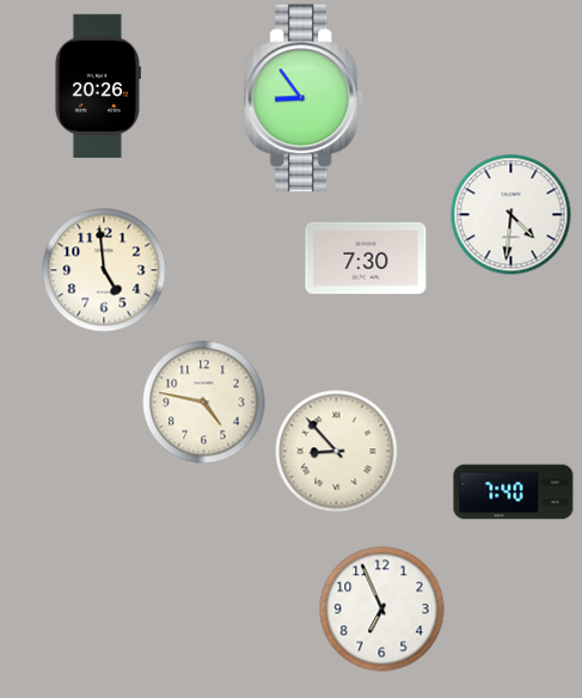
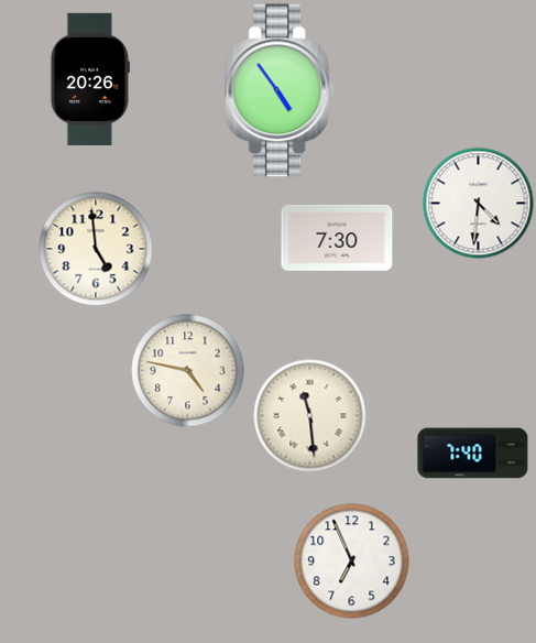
clock at (305, 98): 8:54 -> 4:54
clock at (511, 215) position: (511, 215) -> (479, 204)
clock at (337, 452): 8:53 -> 11:29
